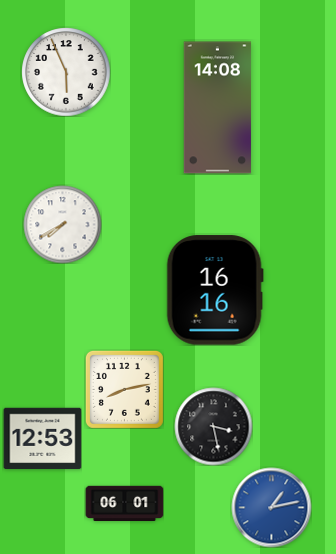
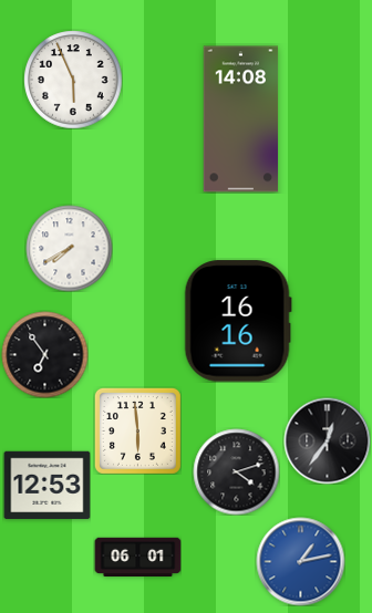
clock at (44, 354): none -> 6:54
clock at (124, 389): 8:13 -> 5:59
clock at (327, 440): none -> 12:36
clock at (213, 426): 3:28 -> 4:12
